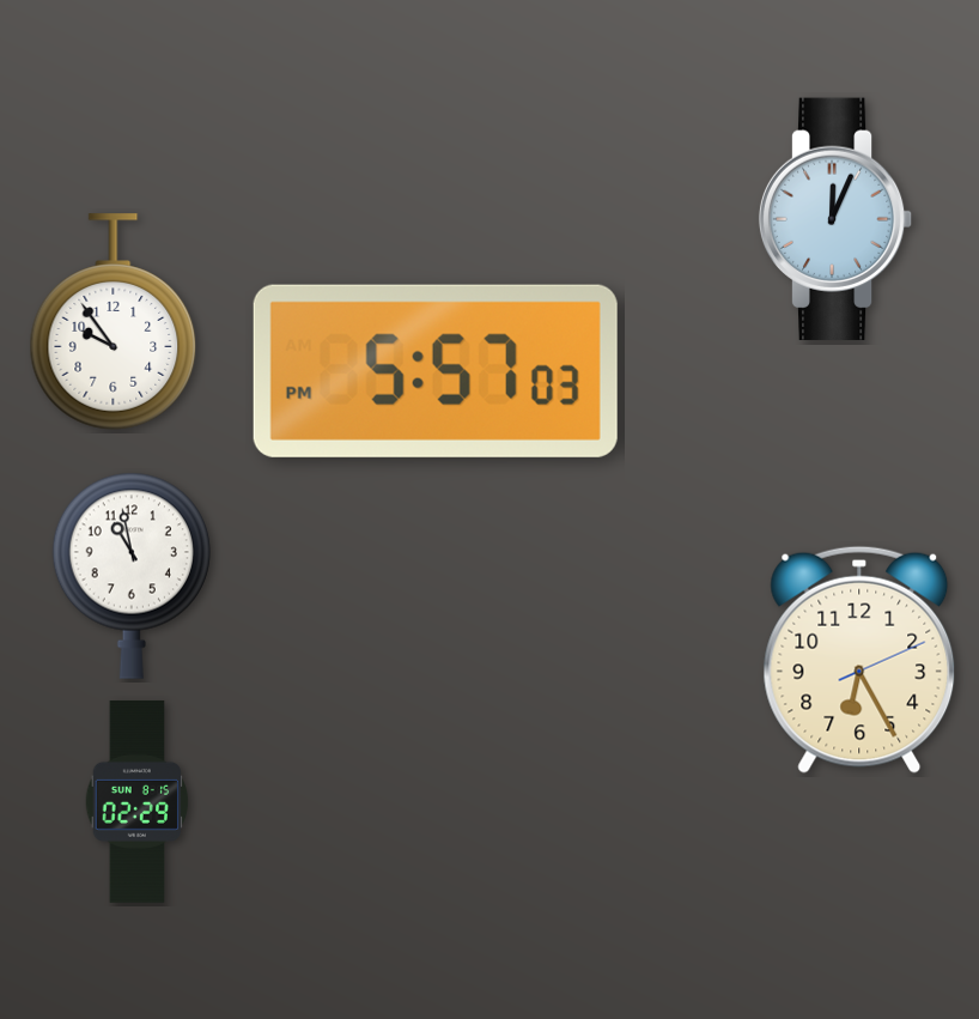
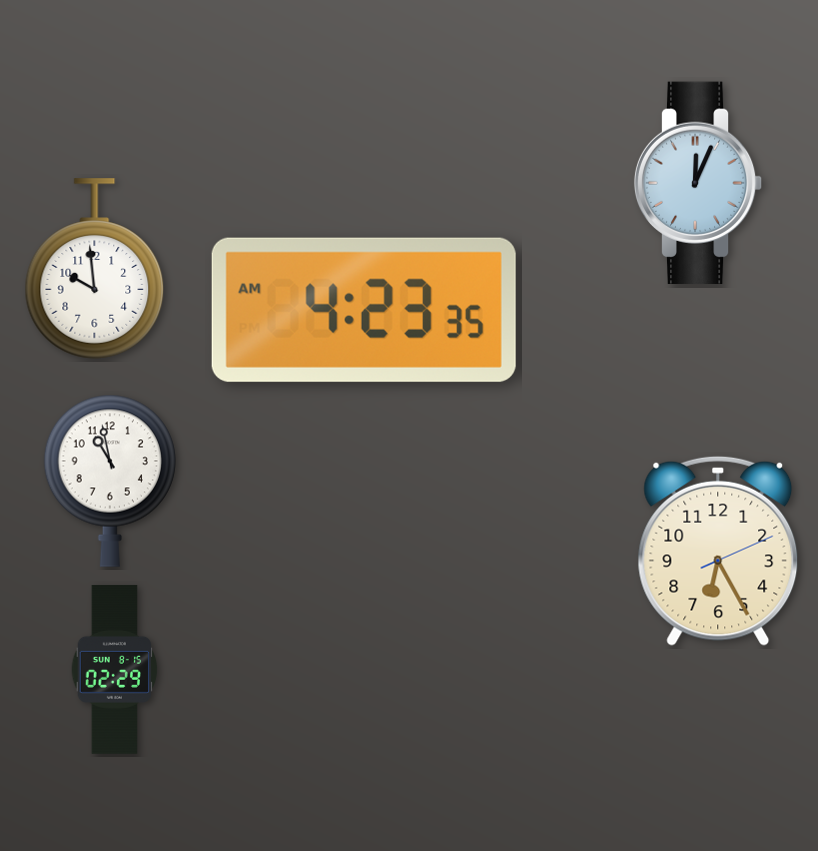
clock at (114, 322): 9:54 -> 9:59
clock at (436, 371): 5:57 -> 4:23
